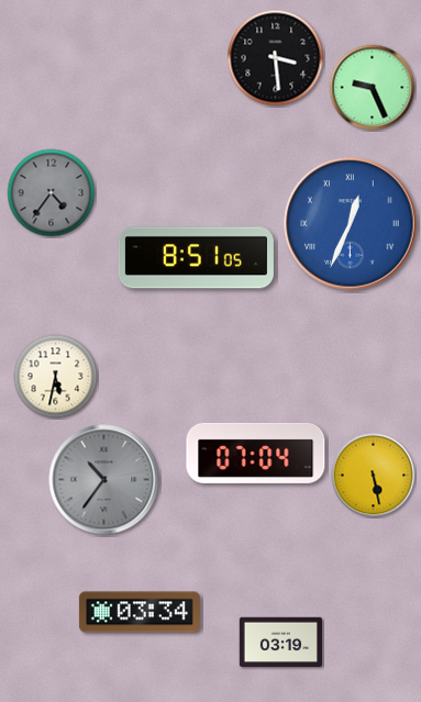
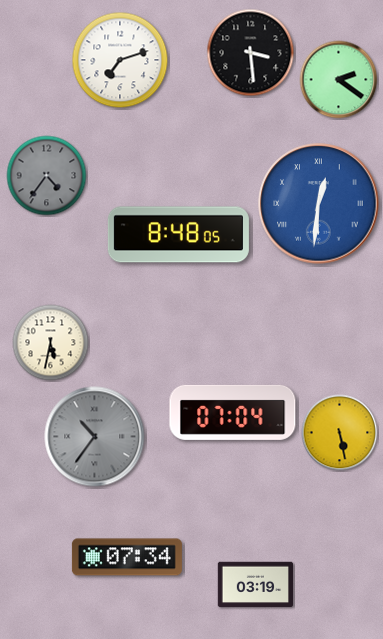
clock at (120, 60): none -> 7:12
clock at (373, 88): 9:26 -> 2:21
clock at (351, 224): 12:34 -> 12:31
clock at (196, 258): 8:51 -> 8:48
clock at (140, 612): 03:34 -> 07:34
